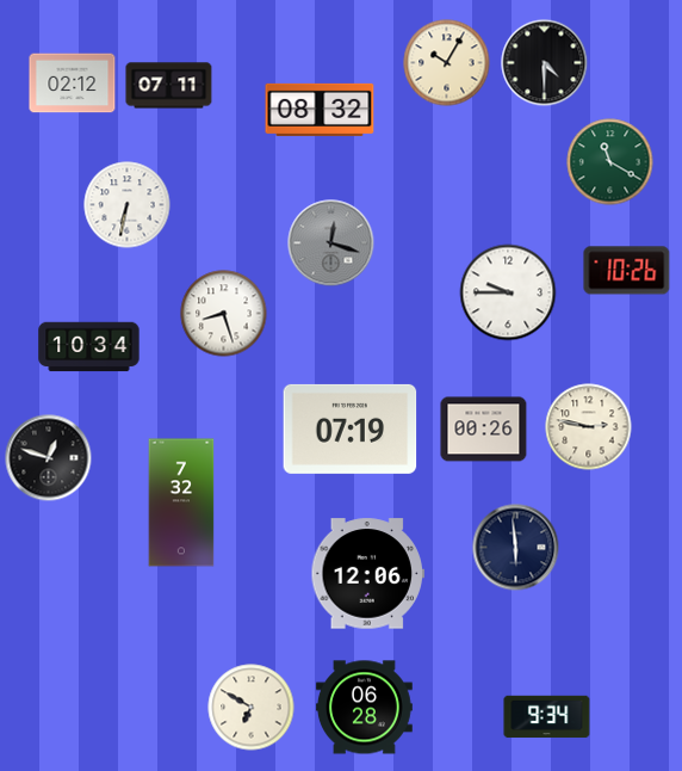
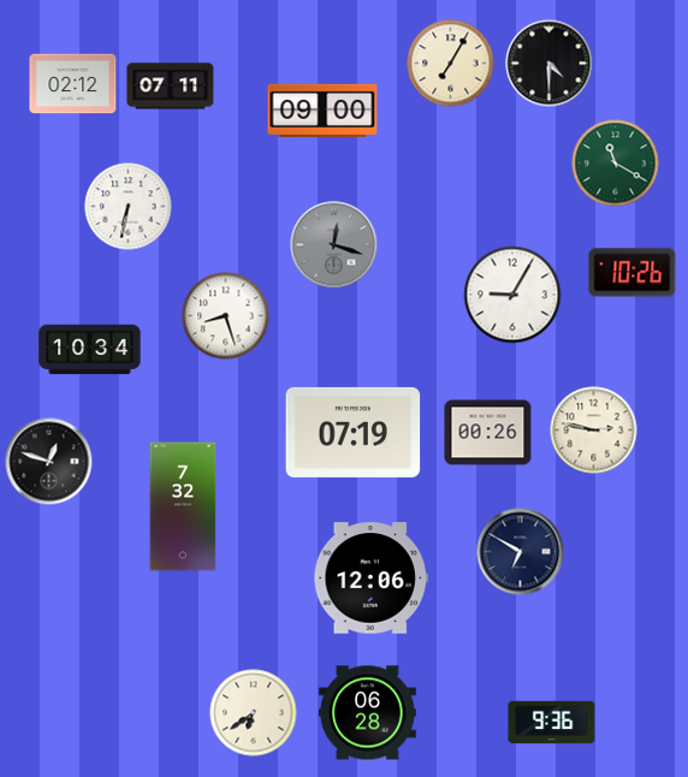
clock at (447, 63): 10:05 -> 7:05
clock at (320, 110): 08:32 -> 09:00
clock at (508, 292): 9:45 -> 9:05
clock at (516, 548): 5:59 -> 6:50
clock at (252, 708): 6:50 -> 6:39
clock at (547, 717): 9:34 -> 9:36
